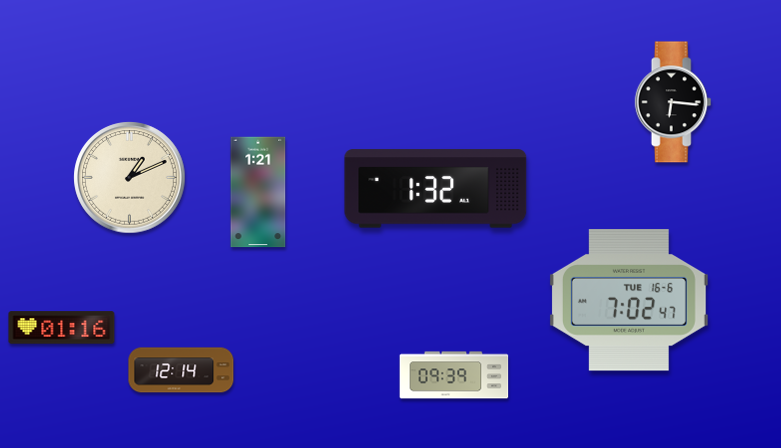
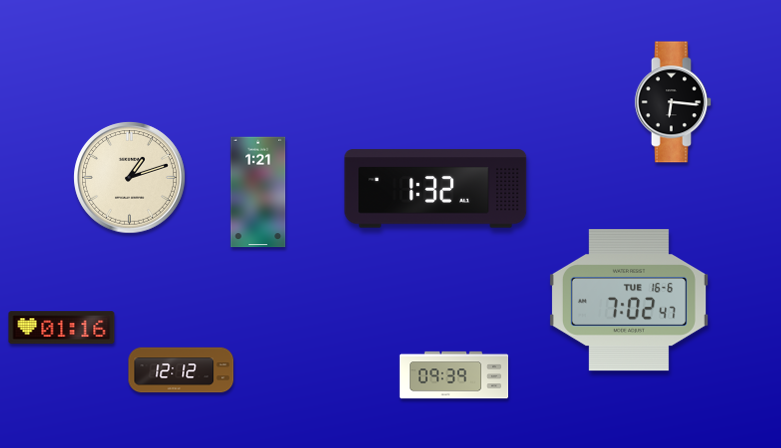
clock at (130, 178): 1:11 -> 1:12
clock at (181, 370): 12:14 -> 12:12
